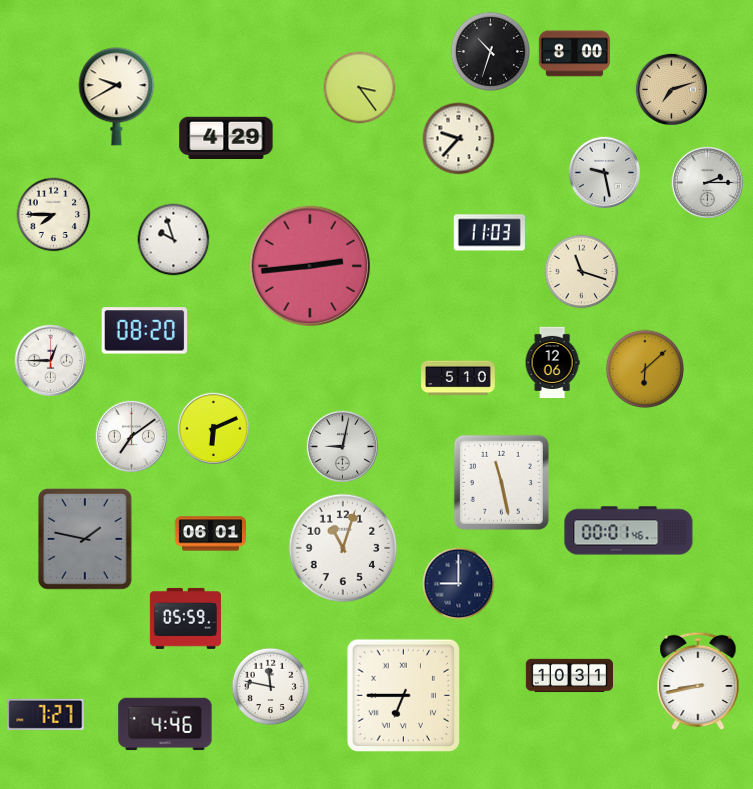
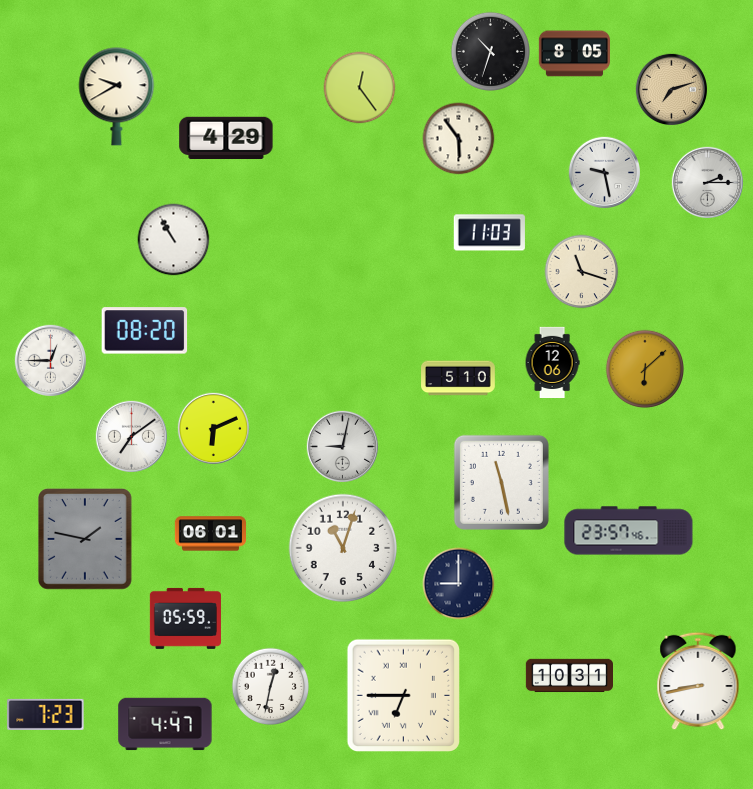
clock at (574, 54): 8:00 -> 8:05
clock at (360, 88): 3:24 -> 12:24
clock at (459, 139): 9:37 -> 5:54
clock at (54, 215): 7:45 -> none
clock at (174, 240): 9:57 -> 10:55
clock at (309, 265): 2:44 -> none
clock at (629, 531): 00:01 -> 23:57
clock at (271, 687): 11:47 -> 12:32
clock at (46, 714): 7:27 -> 7:23
clock at (165, 724): 4:46 -> 4:47
